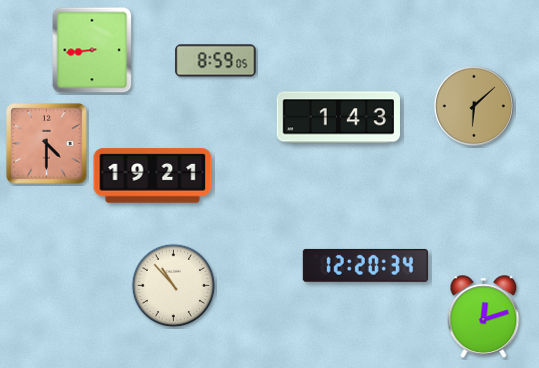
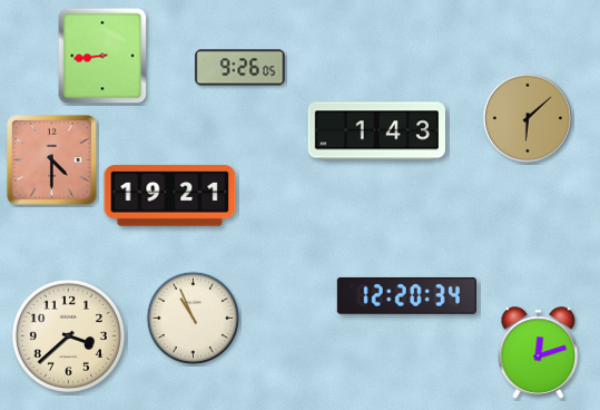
clock at (216, 61): 8:59 -> 9:26
clock at (174, 286): 10:53 -> 10:56
clock at (68, 335): none -> 3:38
